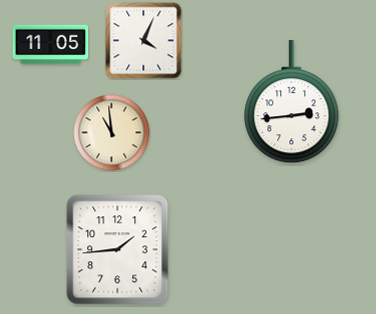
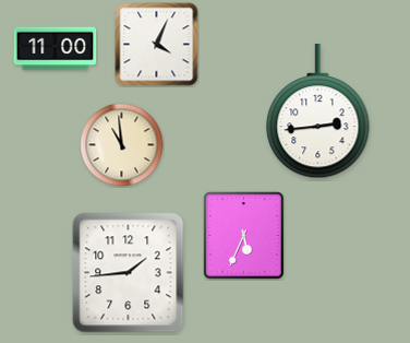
clock at (51, 45): 11:05 -> 11:00
clock at (244, 236): none -> 5:34
